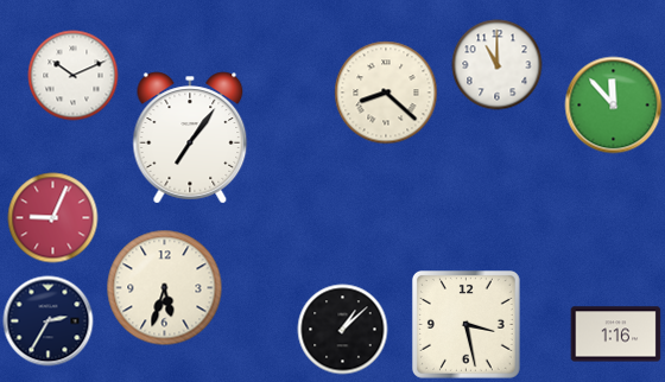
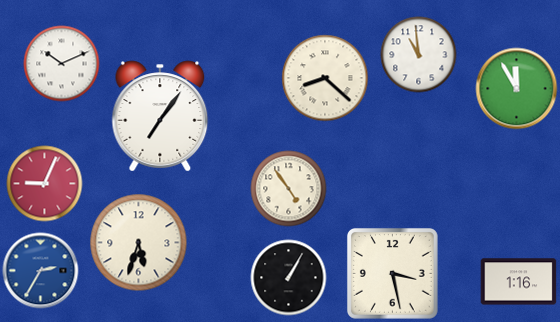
clock at (498, 65): 11:00 -> 10:59
clock at (614, 106): 11:53 -> 11:55
clock at (289, 189): none -> 4:54
clock at (49, 321) dial: navy -> blue
clock at (343, 330): 1:08 -> 1:05
